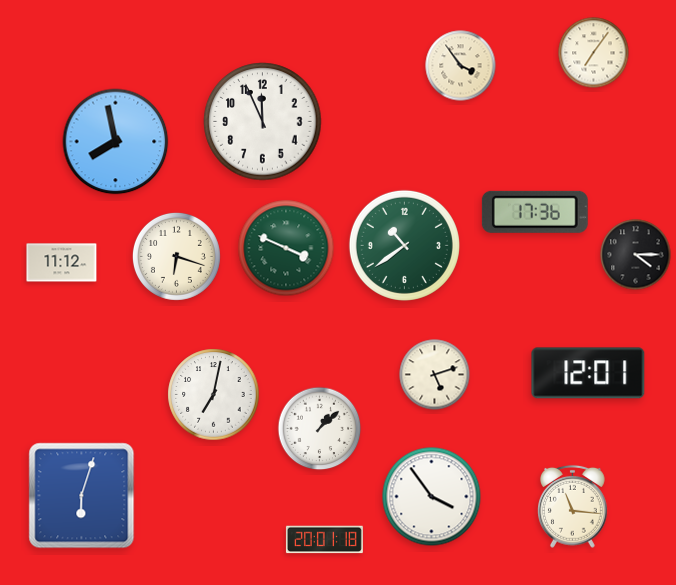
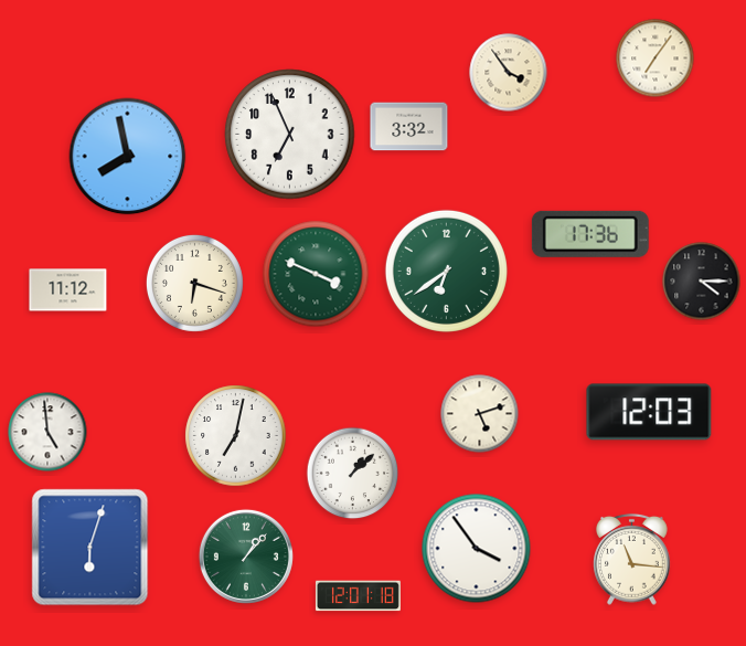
clock at (409, 127): none -> 3:32
clock at (263, 122): 11:56 -> 6:56
clock at (404, 245): 10:39 -> 6:39
clock at (588, 373): 12:01 -> 12:03
clock at (47, 432): none -> 4:59
clock at (246, 557): none -> 1:07
clock at (324, 540): 20:01 -> 12:01
